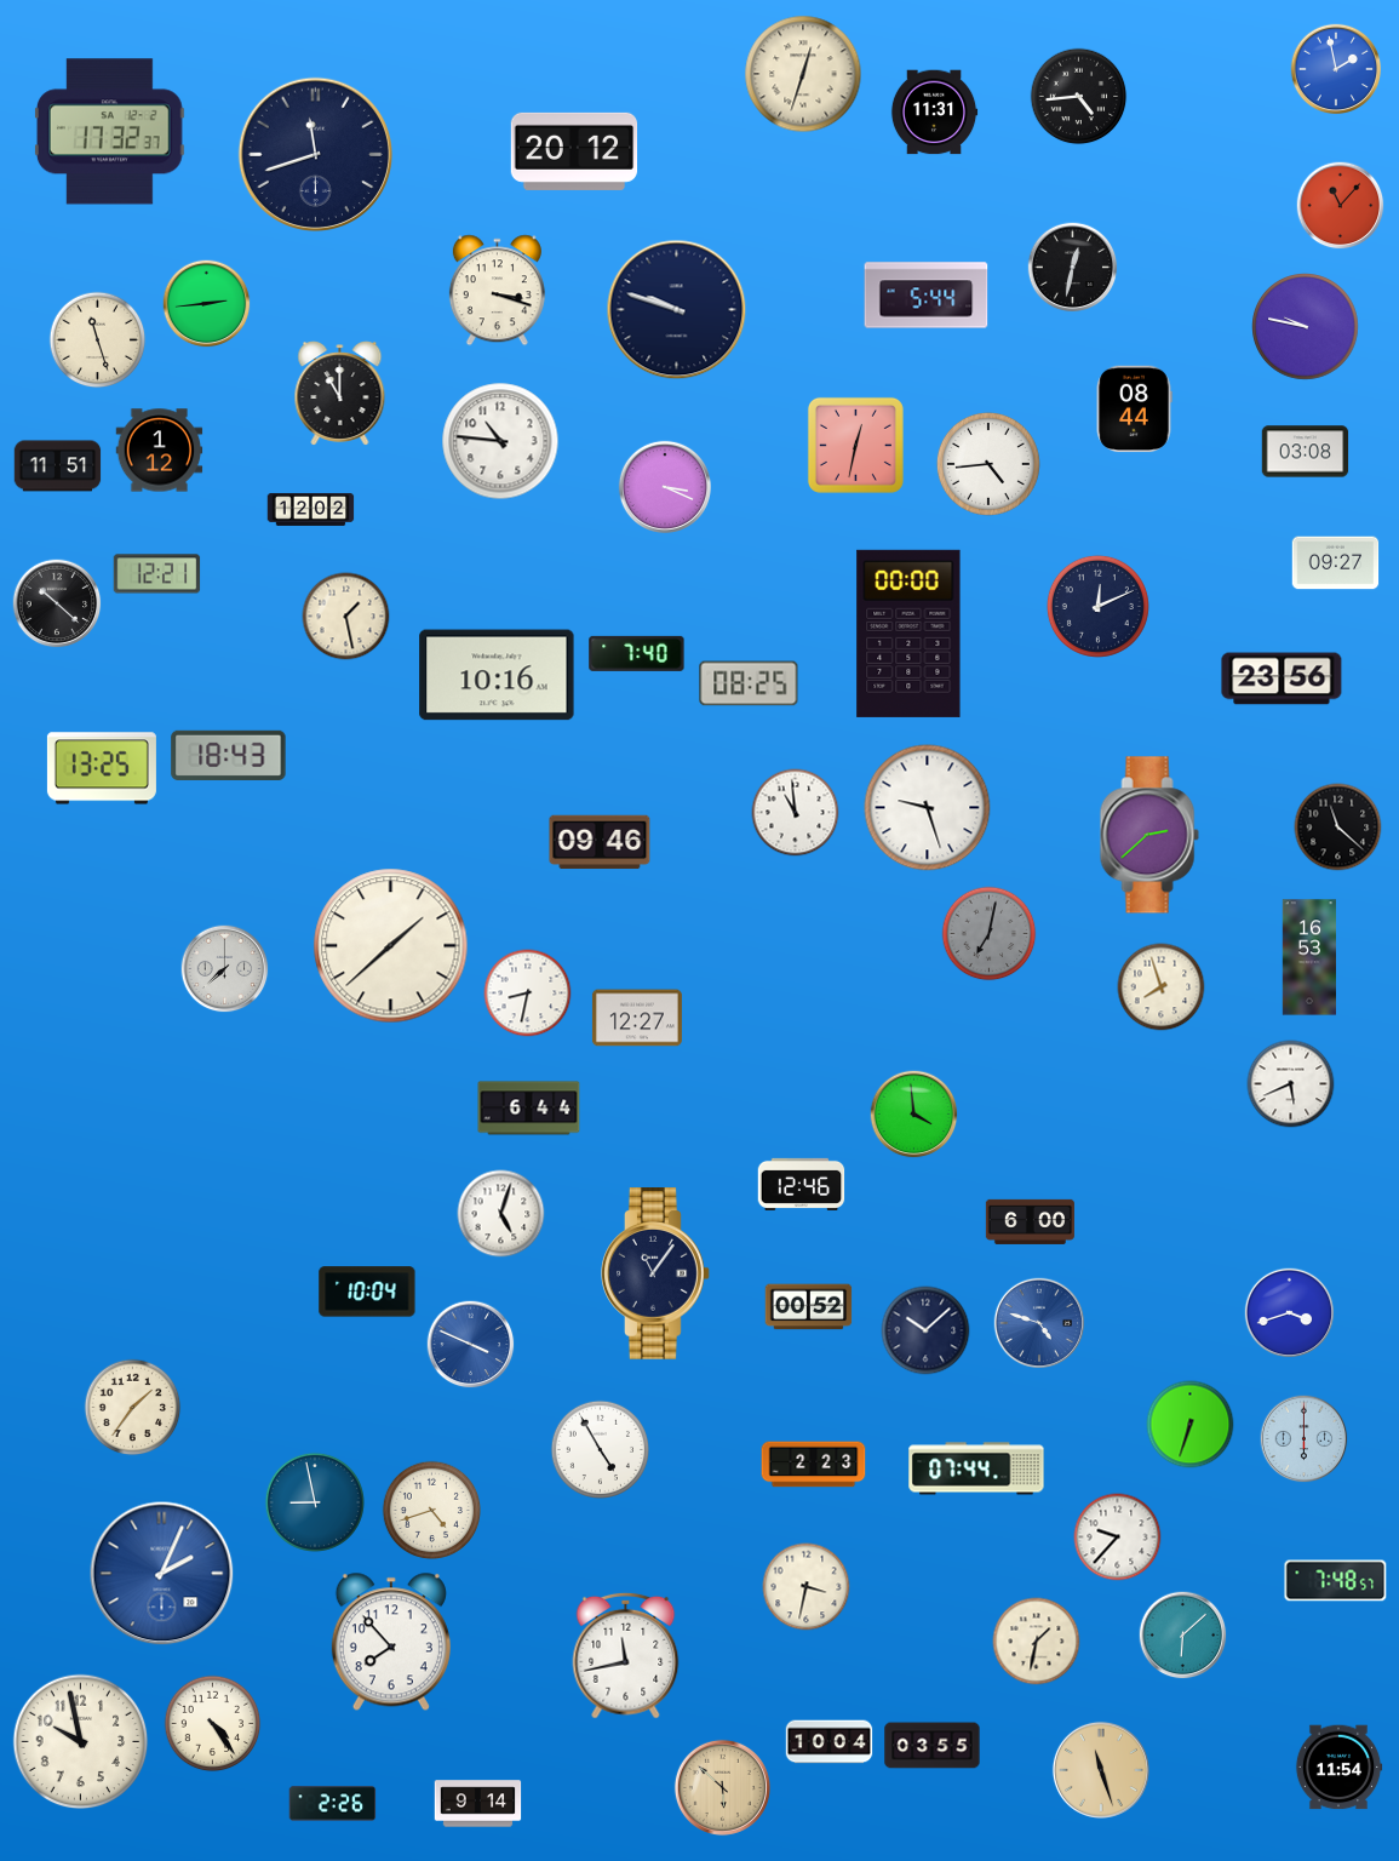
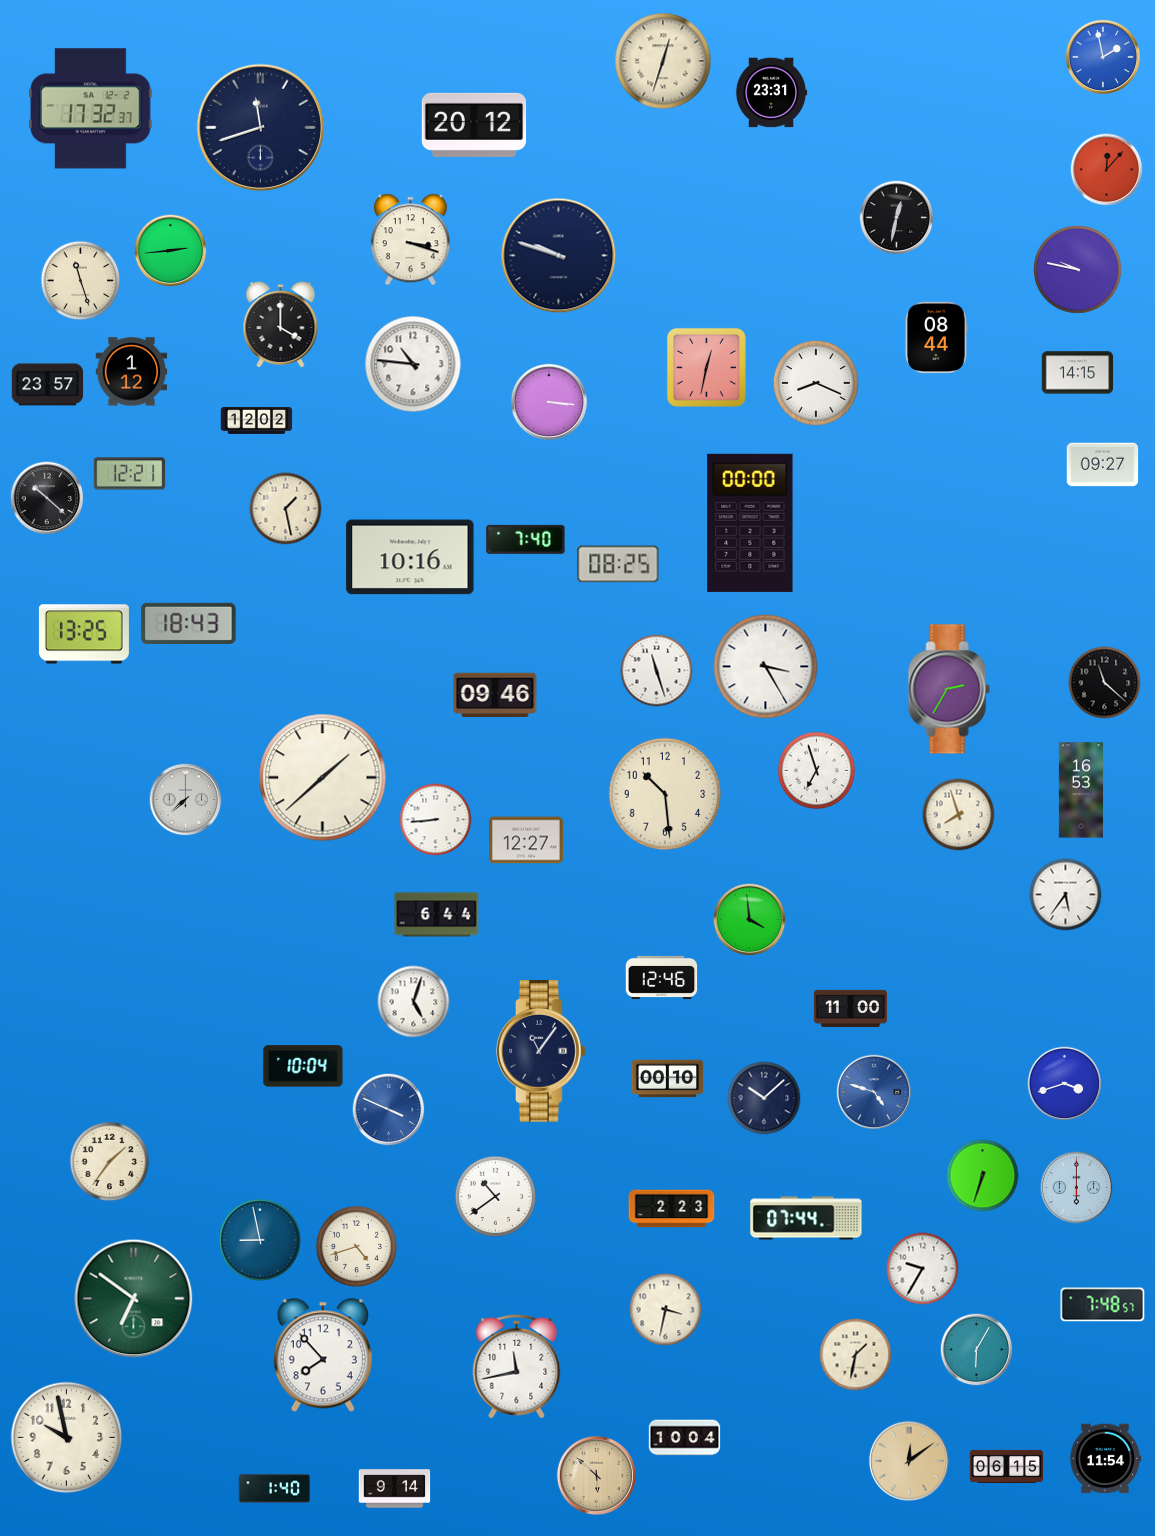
clock at (1079, 97): 4:44 -> none
clock at (934, 113): 11:31 -> 23:31
clock at (1341, 206): 11:07 -> 12:07
clock at (1073, 268) position: (1073, 268) -> (897, 218)
clock at (927, 296): 5:44 -> none
clock at (340, 394): 11:00 -> 4:00
clock at (1306, 452): 03:08 -> 14:15
clock at (988, 464): 4:44 -> 8:19
clock at (58, 466): 11:51 -> 23:57
clock at (664, 486): 3:19 -> 3:16
clock at (1097, 606): 12:11 -> none
clock at (1282, 678): 23:56 -> none
clock at (928, 808): 9:27 -> 3:25
clock at (796, 813): 10:59 -> 11:27
clock at (1149, 835): 2:38 -> 2:35
clock at (990, 934): 7:02 -> 6:57
clock at (990, 934) dial: grey -> white
clock at (391, 946) position: (391, 946) -> (323, 778)
clock at (665, 794): none -> 10:29
clock at (528, 994): 8:32 -> 8:44
clock at (1291, 1084): 5:41 -> 5:36
clock at (914, 1115) position: (914, 1115) -> (750, 920)
clock at (1030, 1221): 6:00 -> 11:00
clock at (809, 1307): 00:52 -> 00:10
clock at (1039, 1323) position: (1039, 1323) -> (874, 1092)
clock at (600, 1449): 4:55 -> 10:39
clock at (976, 1468) position: (976, 1468) -> (806, 1218)
clock at (1118, 1538): 9:37 -> 9:35
clock at (162, 1574): 2:04 -> 6:51
clock at (162, 1574) dial: blue -> green
clock at (1183, 1636): 6:08 -> 6:05
clock at (213, 1724): 4:24 -> none
clock at (933, 1746): 03:55 -> none
clock at (1101, 1770): 11:27 -> 12:09
clock at (1006, 1466): none -> 06:15
clock at (333, 1804): 2:26 -> 1:40
